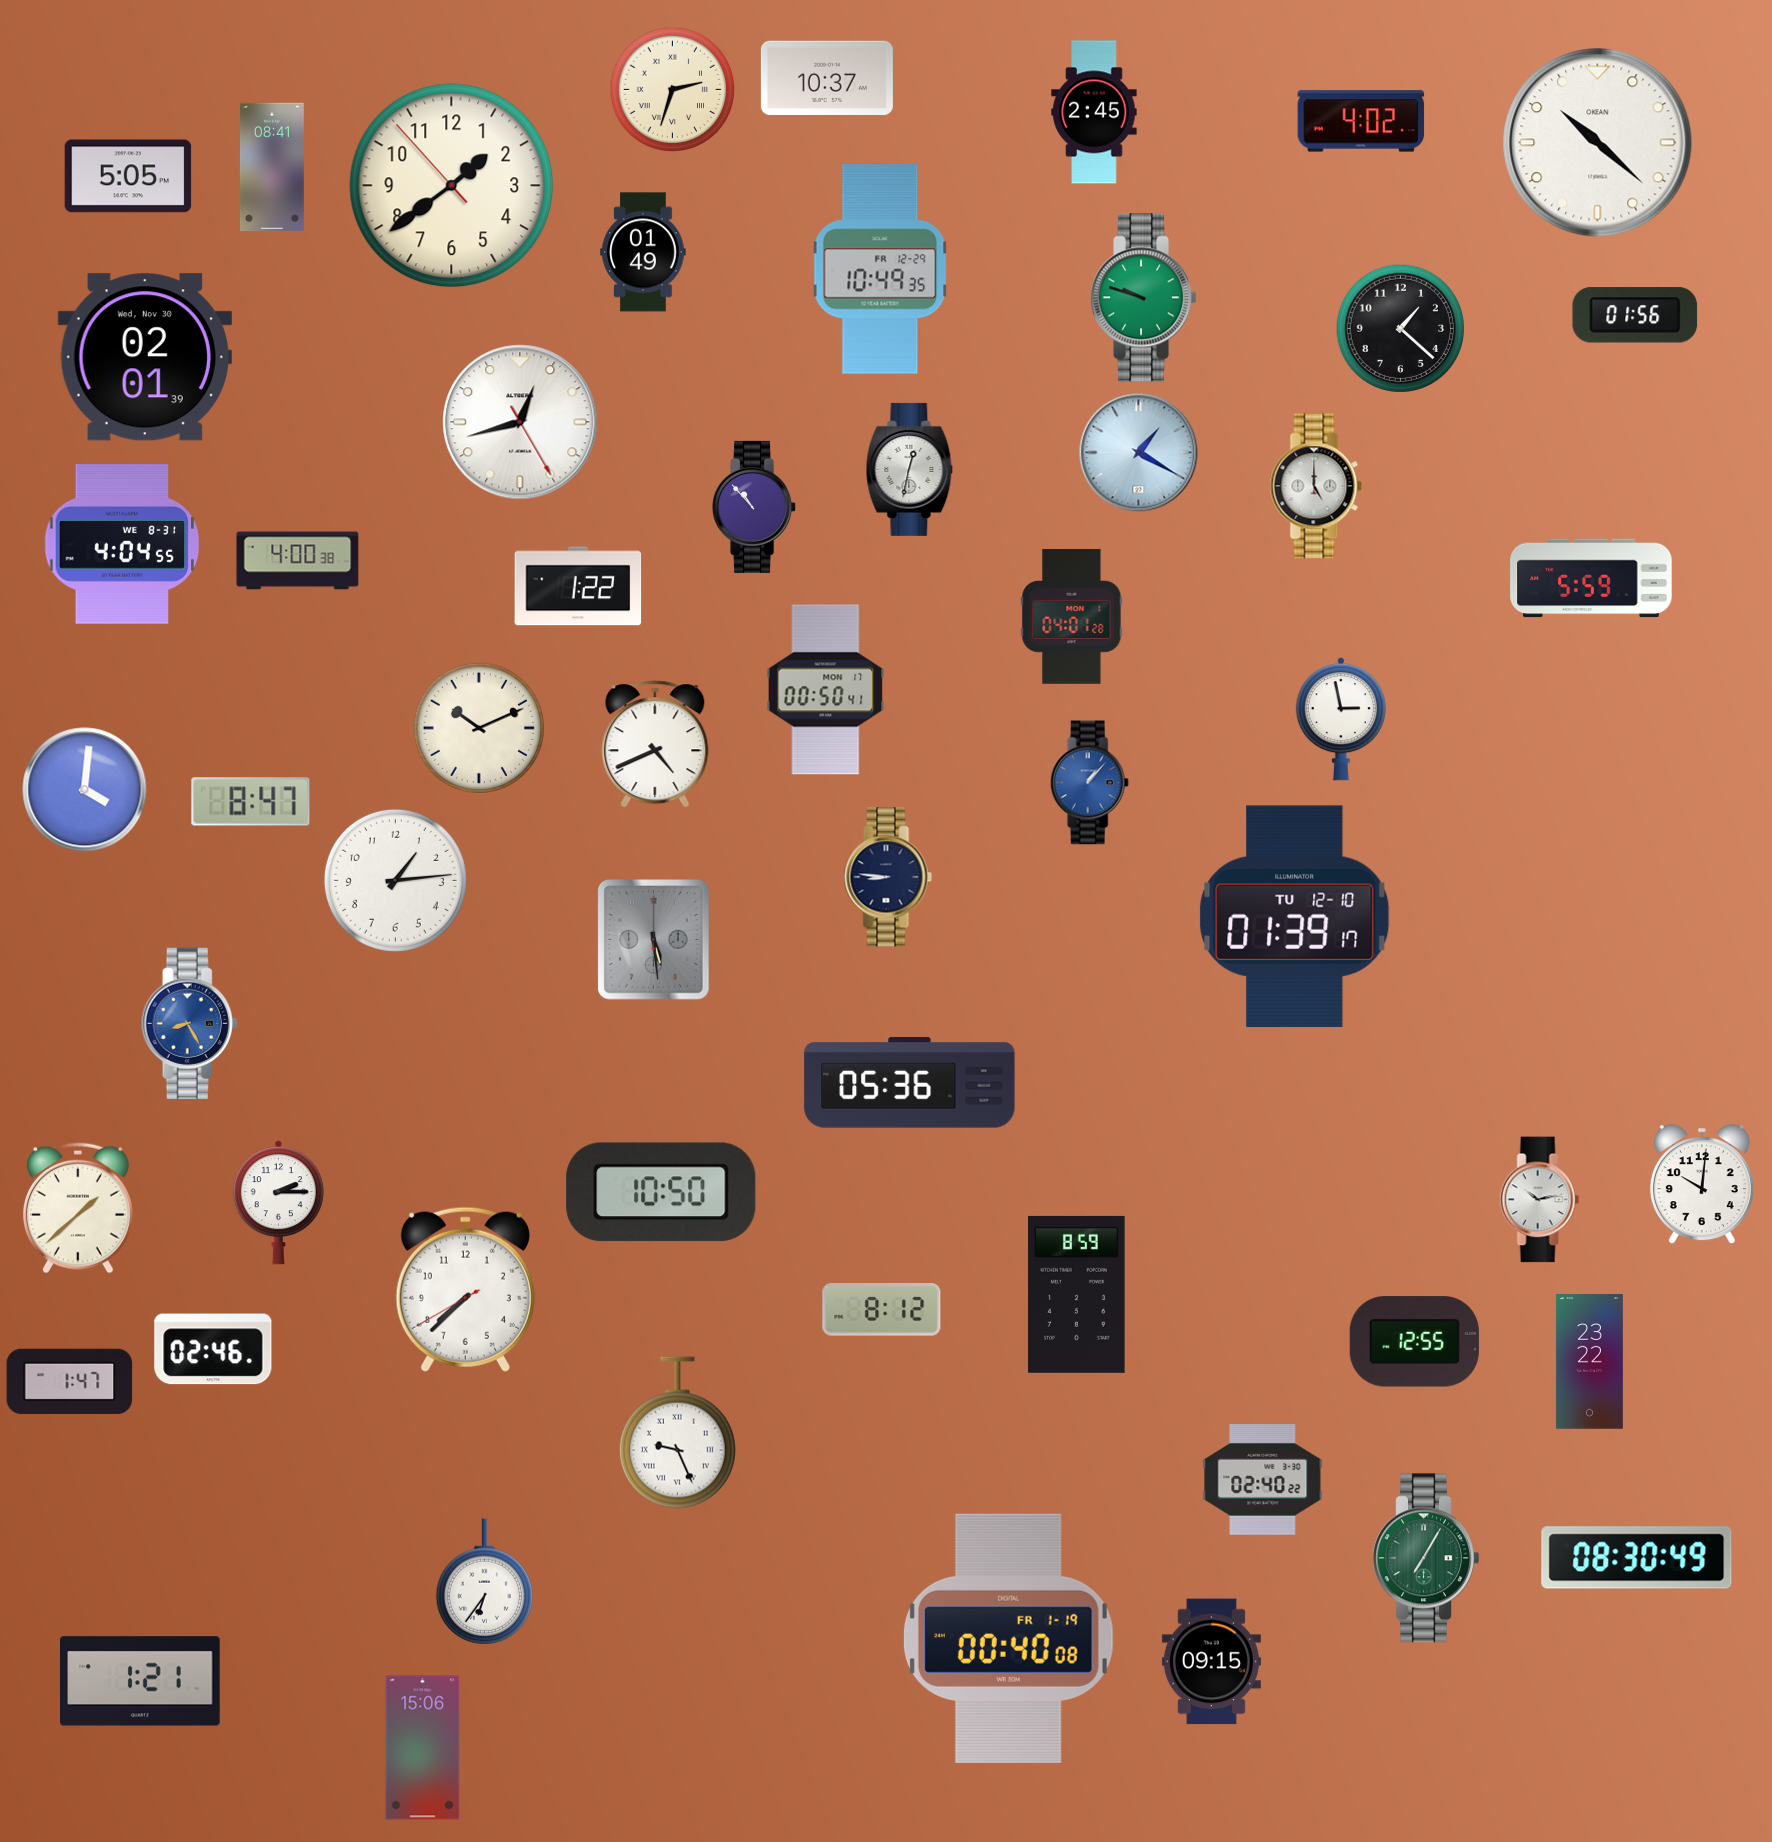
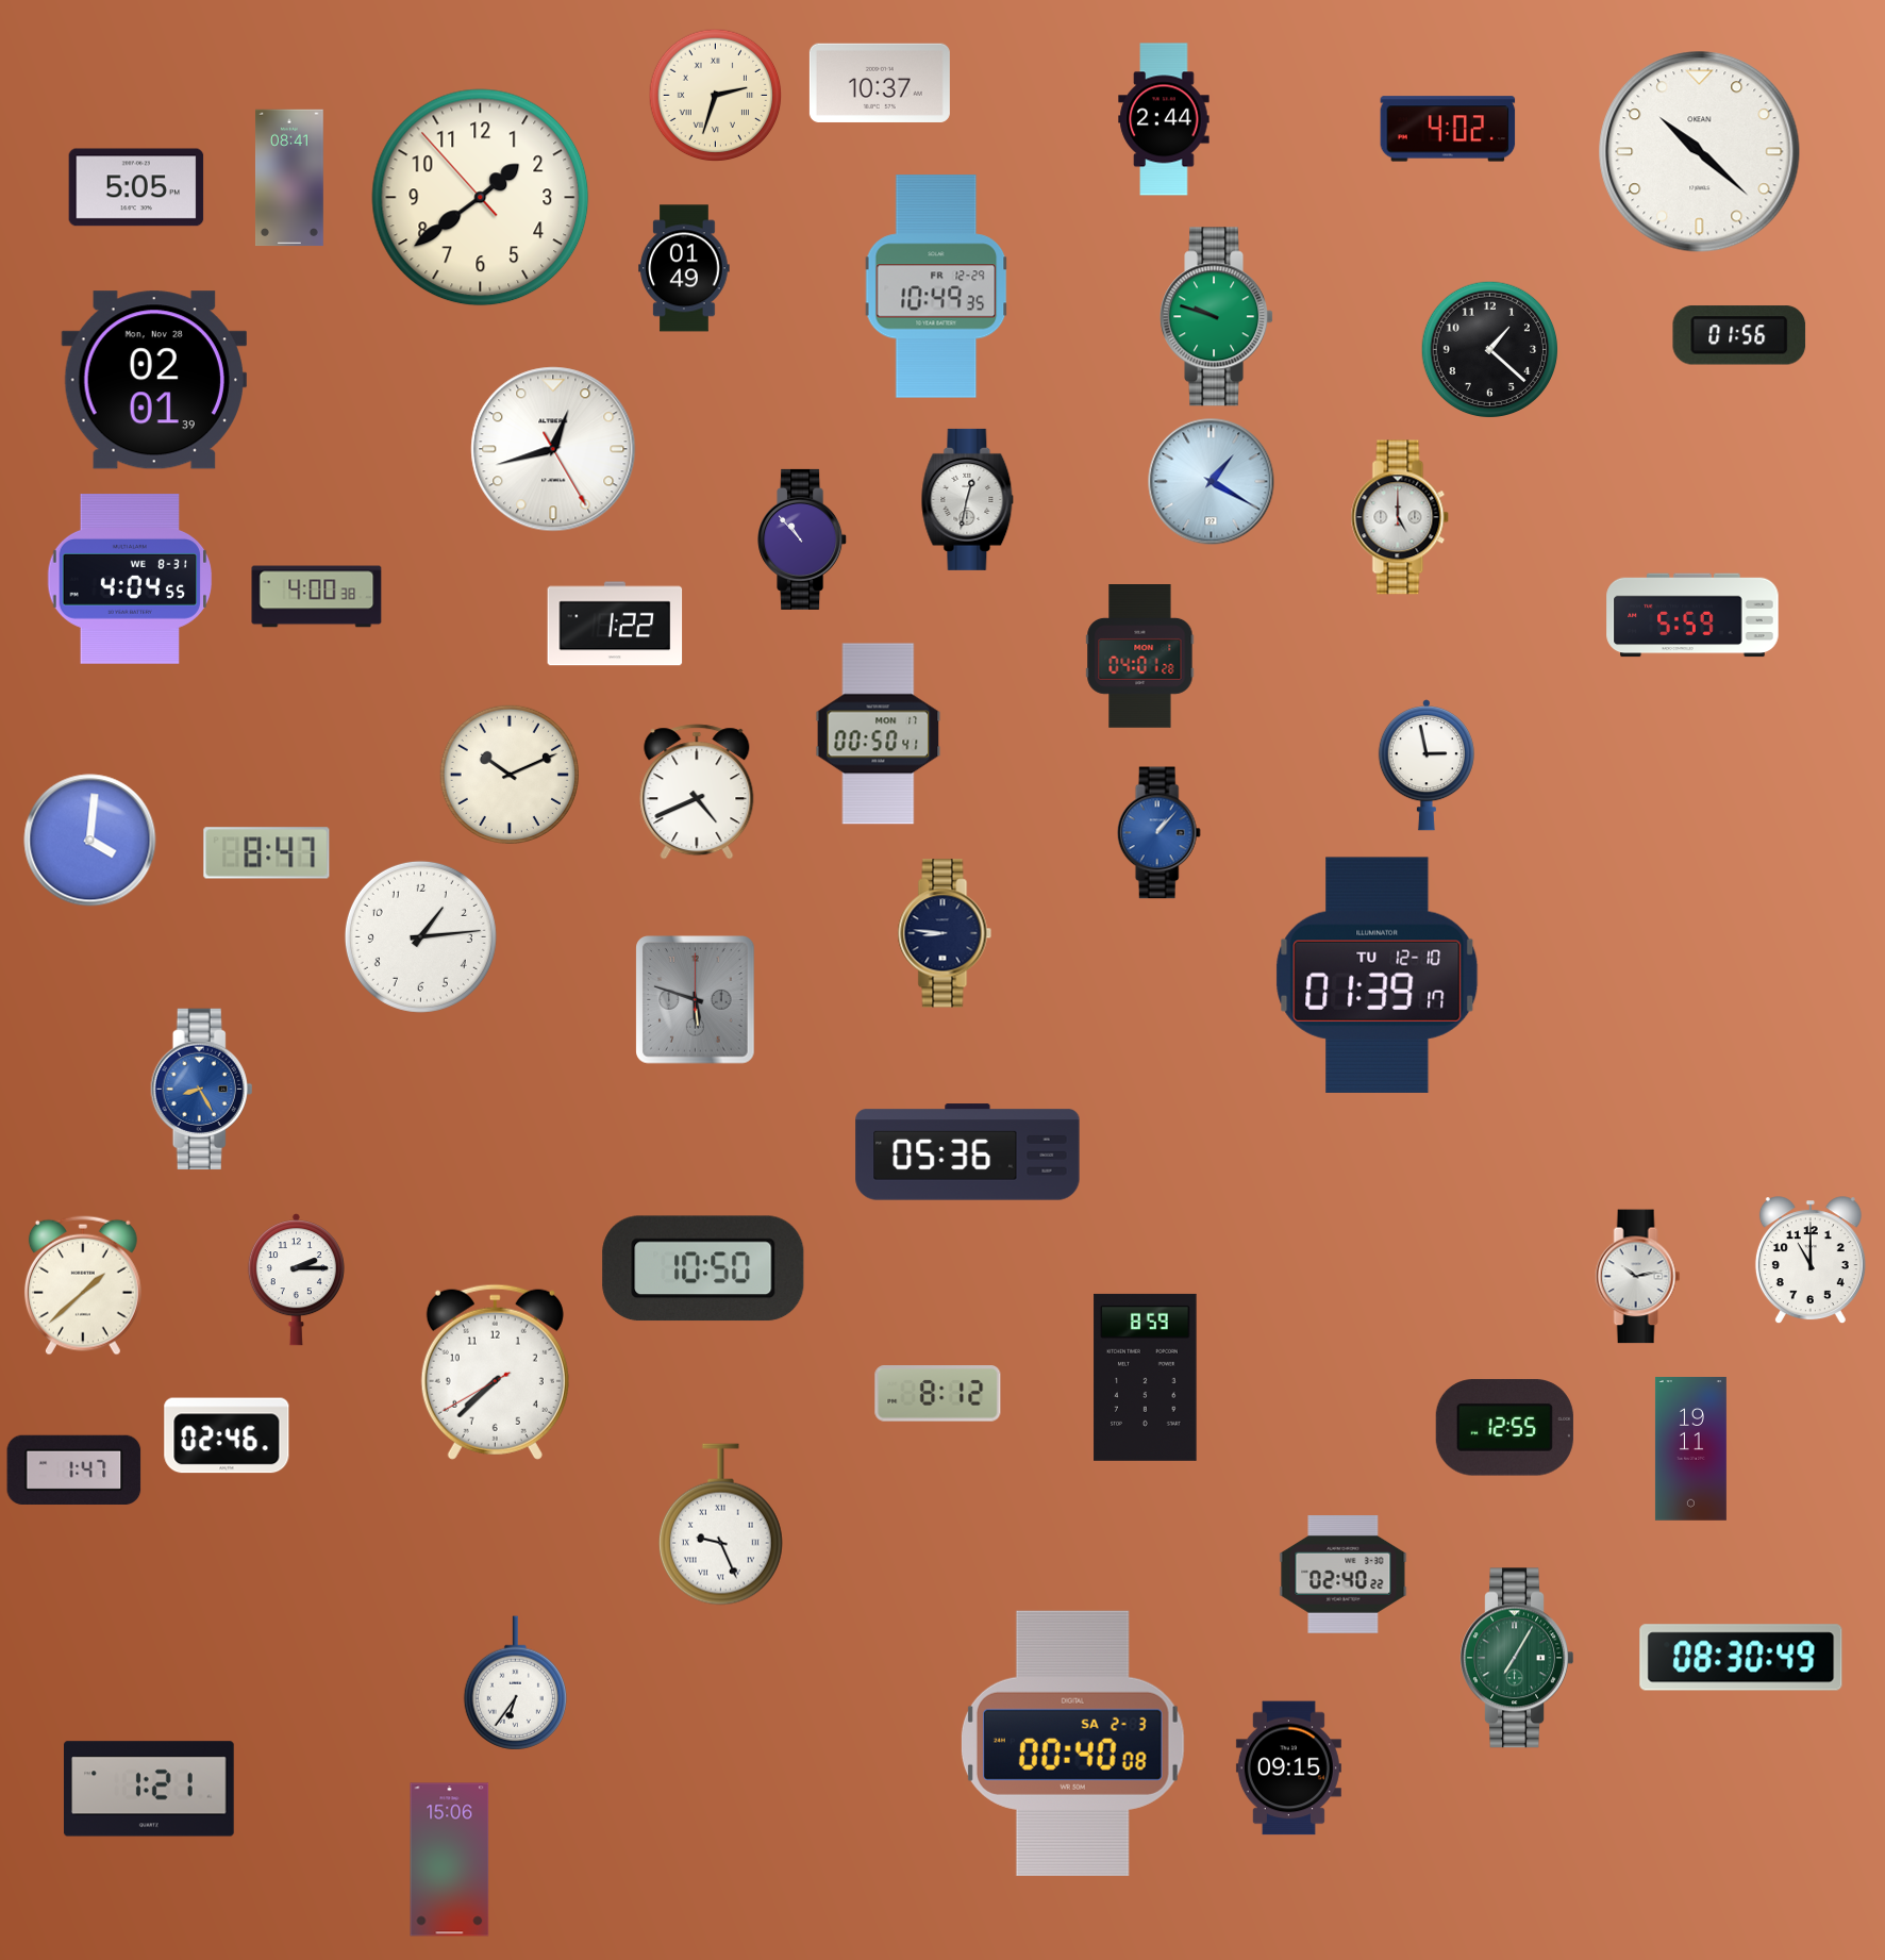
clock at (1094, 112): 2:45 -> 2:44
clock at (144, 357) date: Wed, Nov 30 -> Mon, Nov 28
clock at (654, 940): 5:29 -> 5:48
clock at (1702, 1185): 10:01 -> 11:00
clock at (1589, 1362): 23:22 -> 19:11
clock at (1008, 1638) date: FR 1-19 -> SA 2-3
